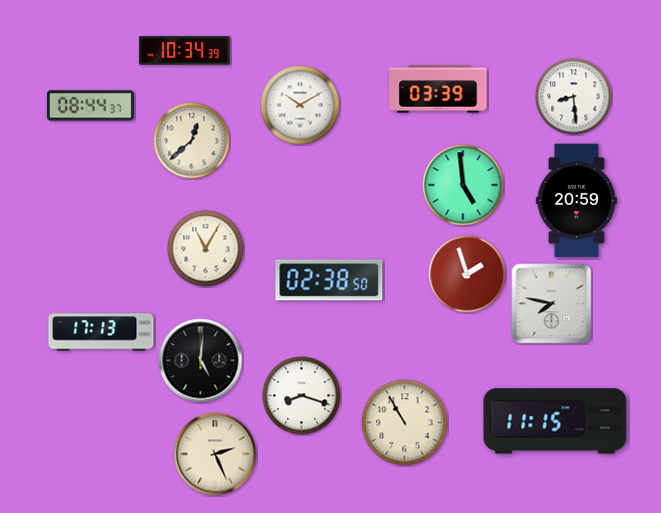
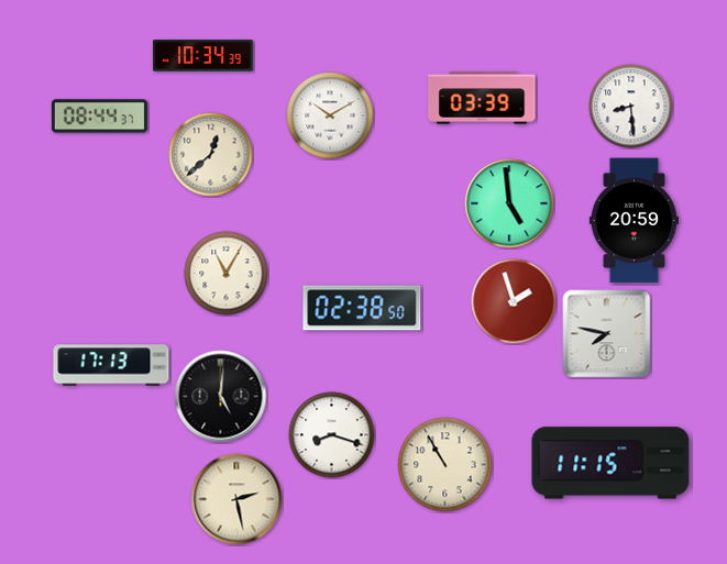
clock at (215, 454): 2:26 -> 2:28
